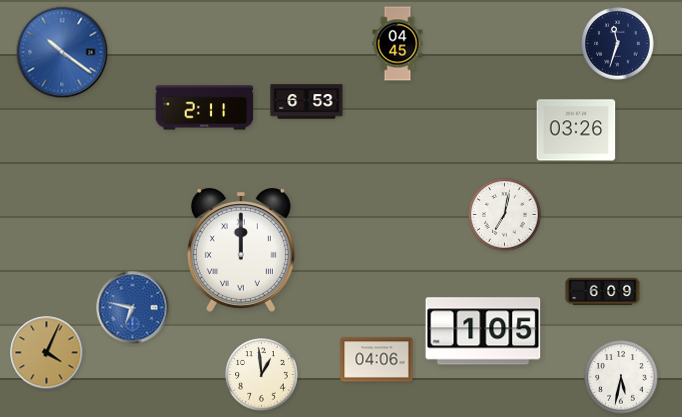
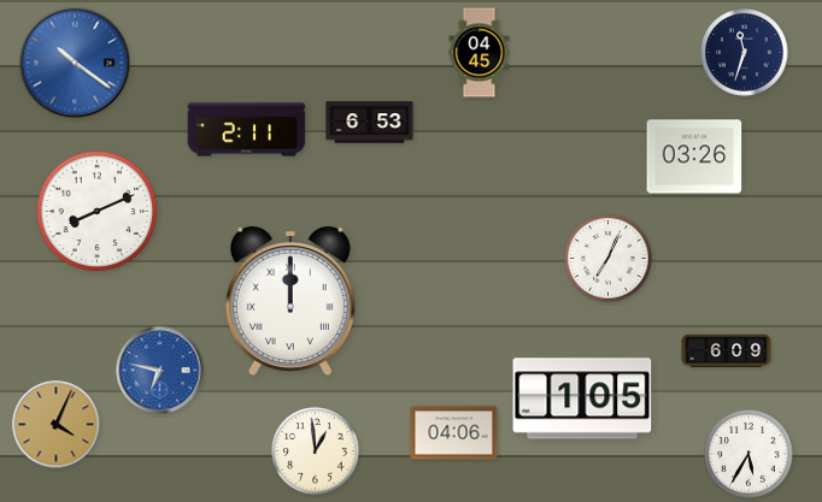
clock at (98, 212): none -> 8:11
clock at (505, 215): 7:02 -> 7:04
clock at (621, 377): 5:32 -> 5:35
